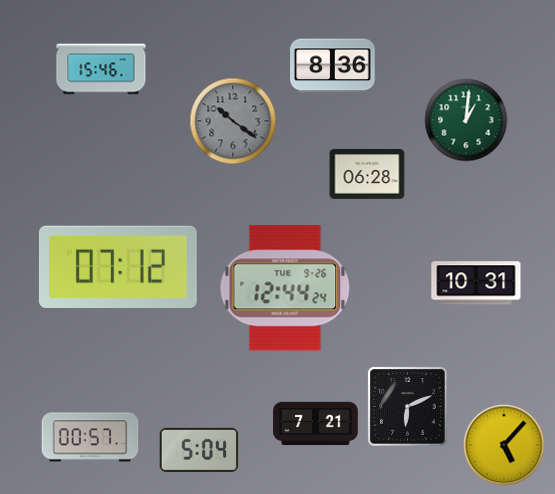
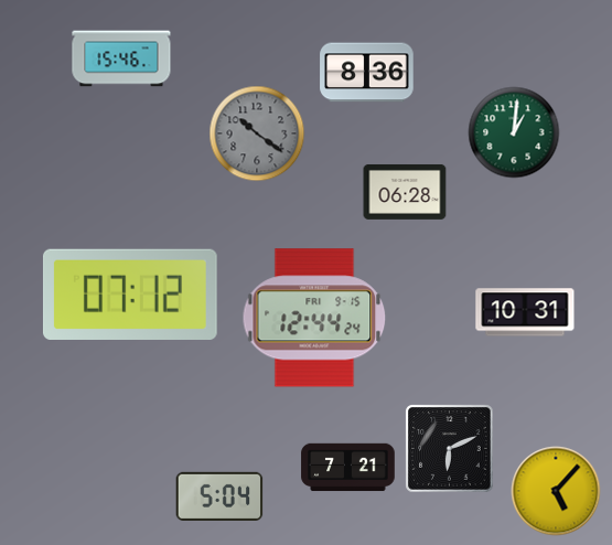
clock at (101, 69) position: (101, 69) -> (121, 58)
clock at (285, 288) date: TUE 9-26 -> FRI 9-15
clock at (90, 437): 00:57 -> none
